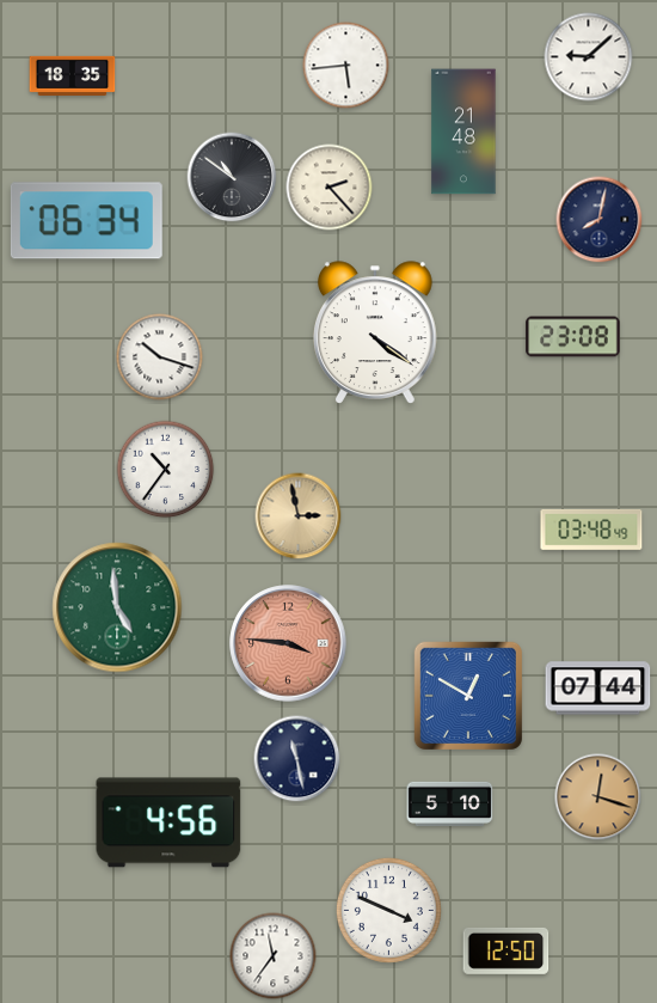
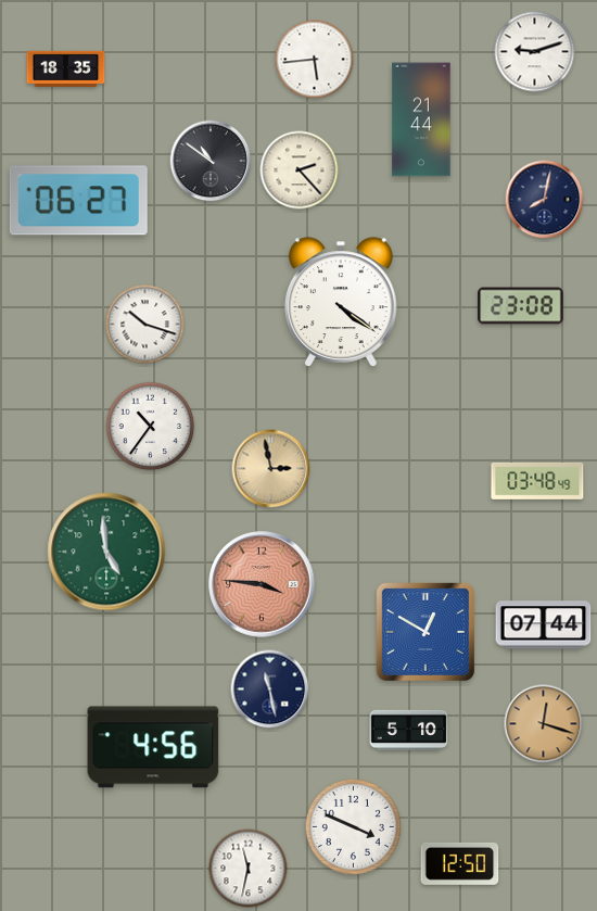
clock at (589, 57): 9:08 -> 9:12
clock at (463, 132): 21:48 -> 21:44
clock at (86, 221): 06:34 -> 06:27
clock at (274, 956): 11:36 -> 11:32
